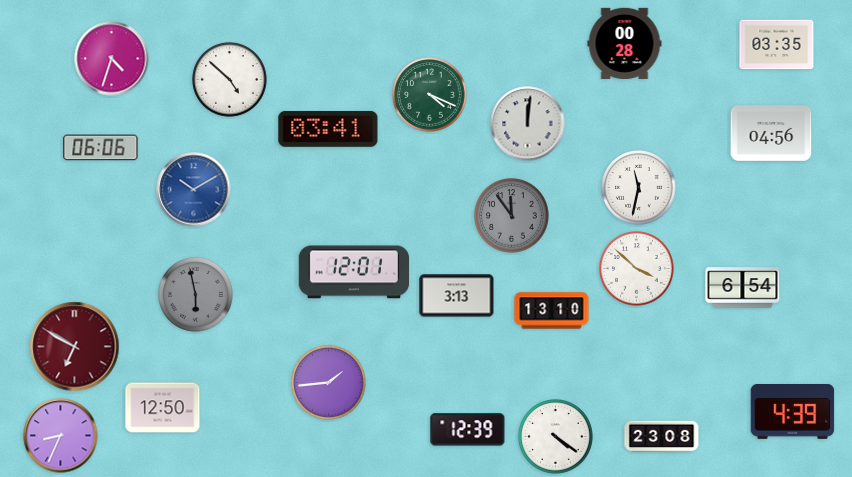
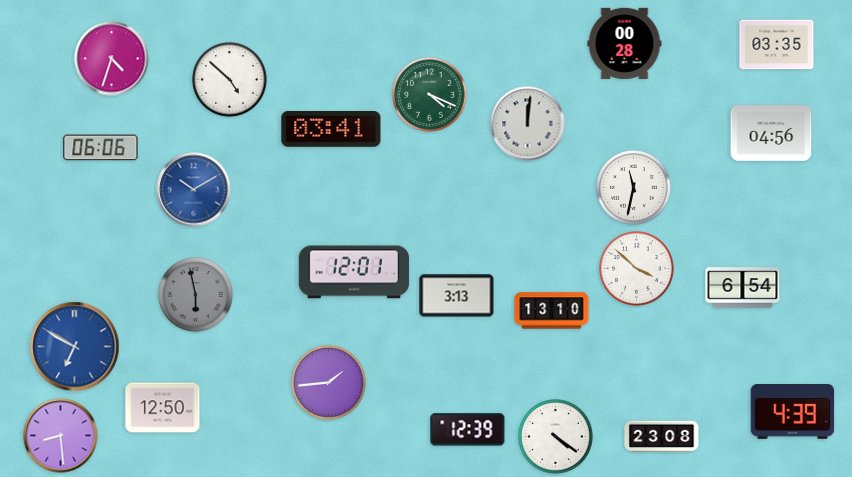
clock at (328, 129) position: (328, 129) -> (331, 129)
clock at (639, 188) position: (639, 188) -> (634, 188)
clock at (512, 216): 11:54 -> none
clock at (75, 347) dial: burgundy -> blue
clock at (61, 436): 8:34 -> 8:29
